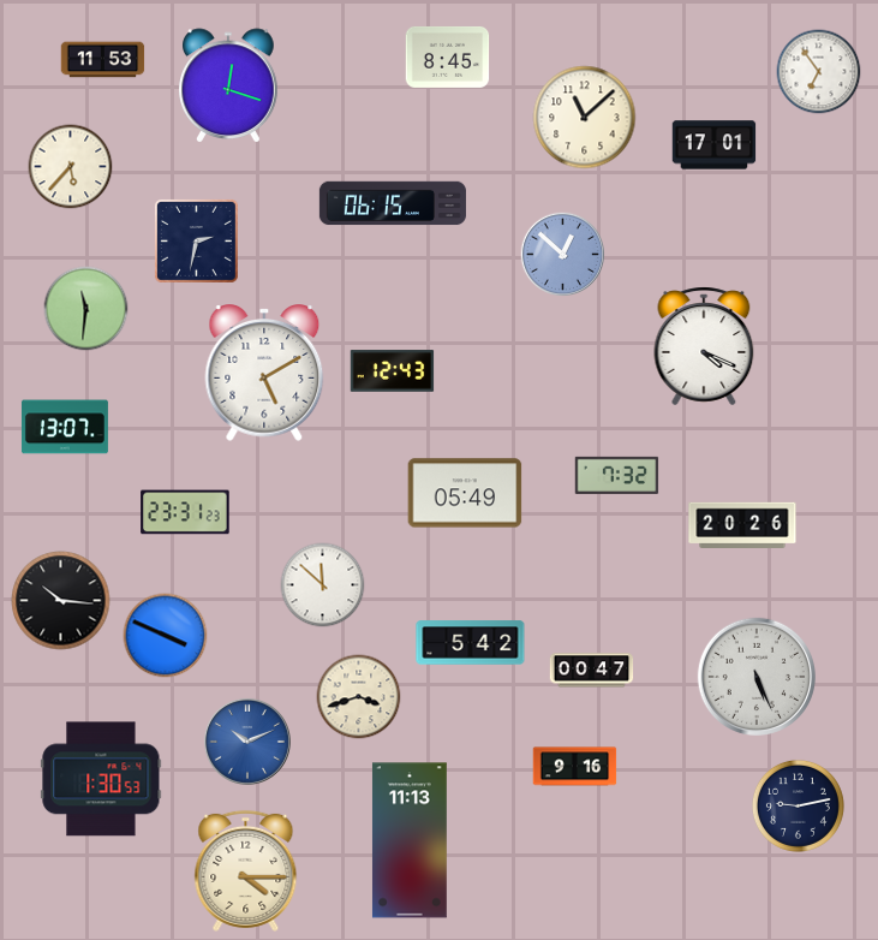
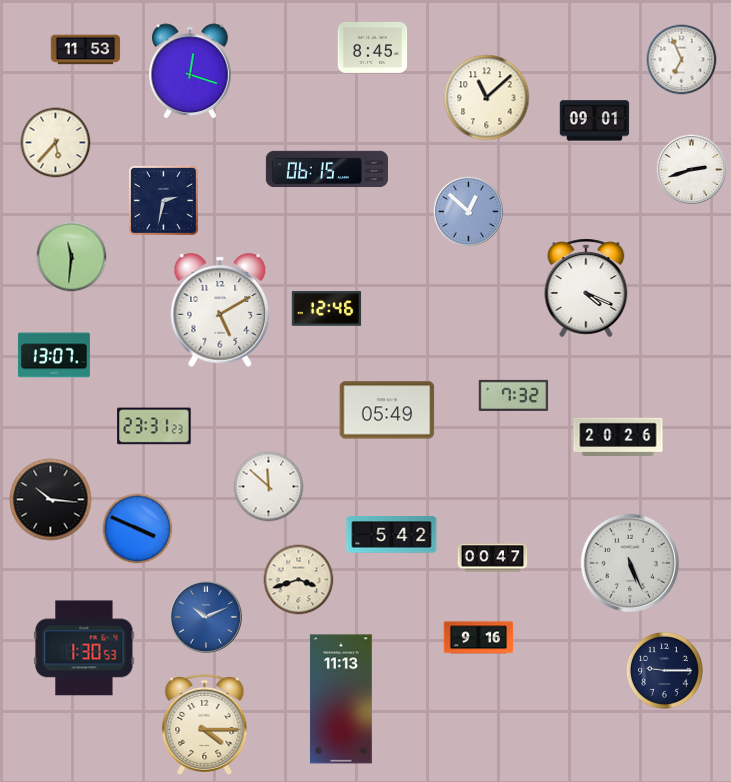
clock at (819, 72): 6:54 -> 6:56
clock at (715, 145): 17:01 -> 09:01
clock at (71, 167) position: (71, 167) -> (56, 143)
clock at (691, 169): none -> 2:42
clock at (393, 371): 12:43 -> 12:46
clock at (798, 805): 9:13 -> 9:15
